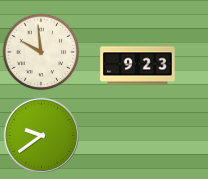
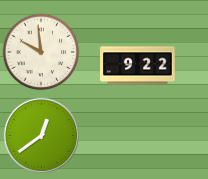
clock at (138, 66): 9:23 -> 9:22
clock at (41, 135): 9:39 -> 12:39
